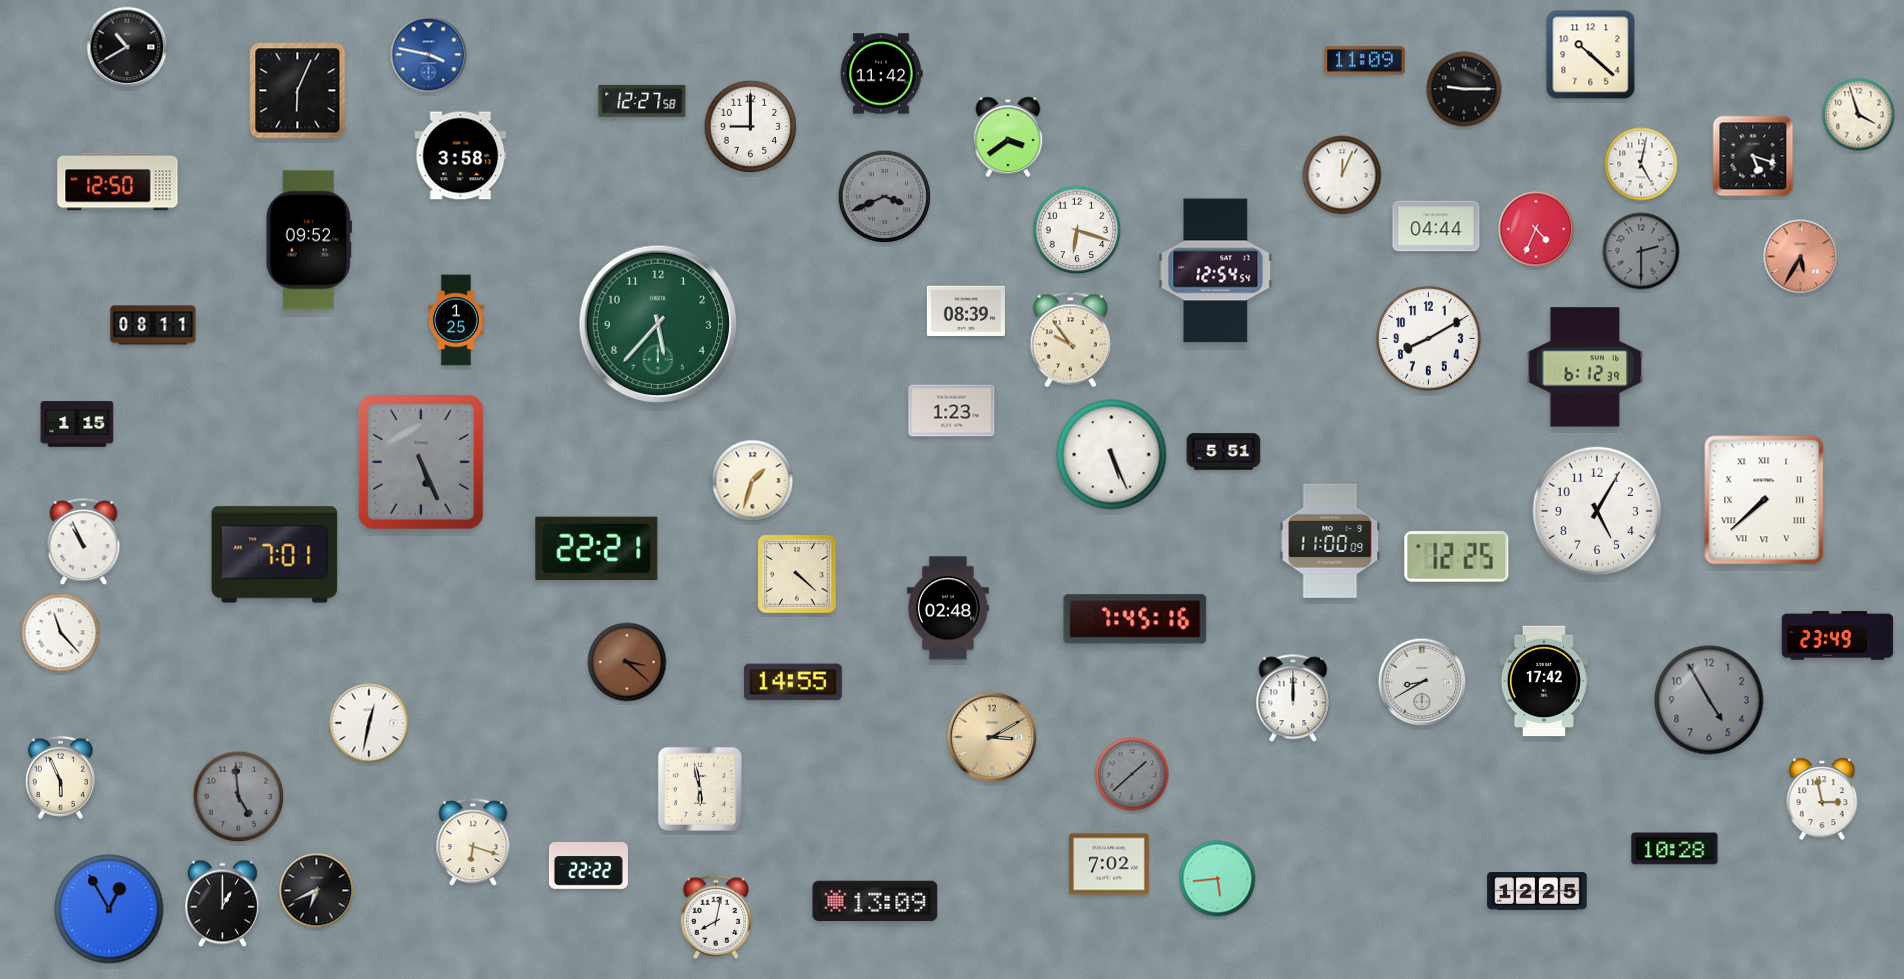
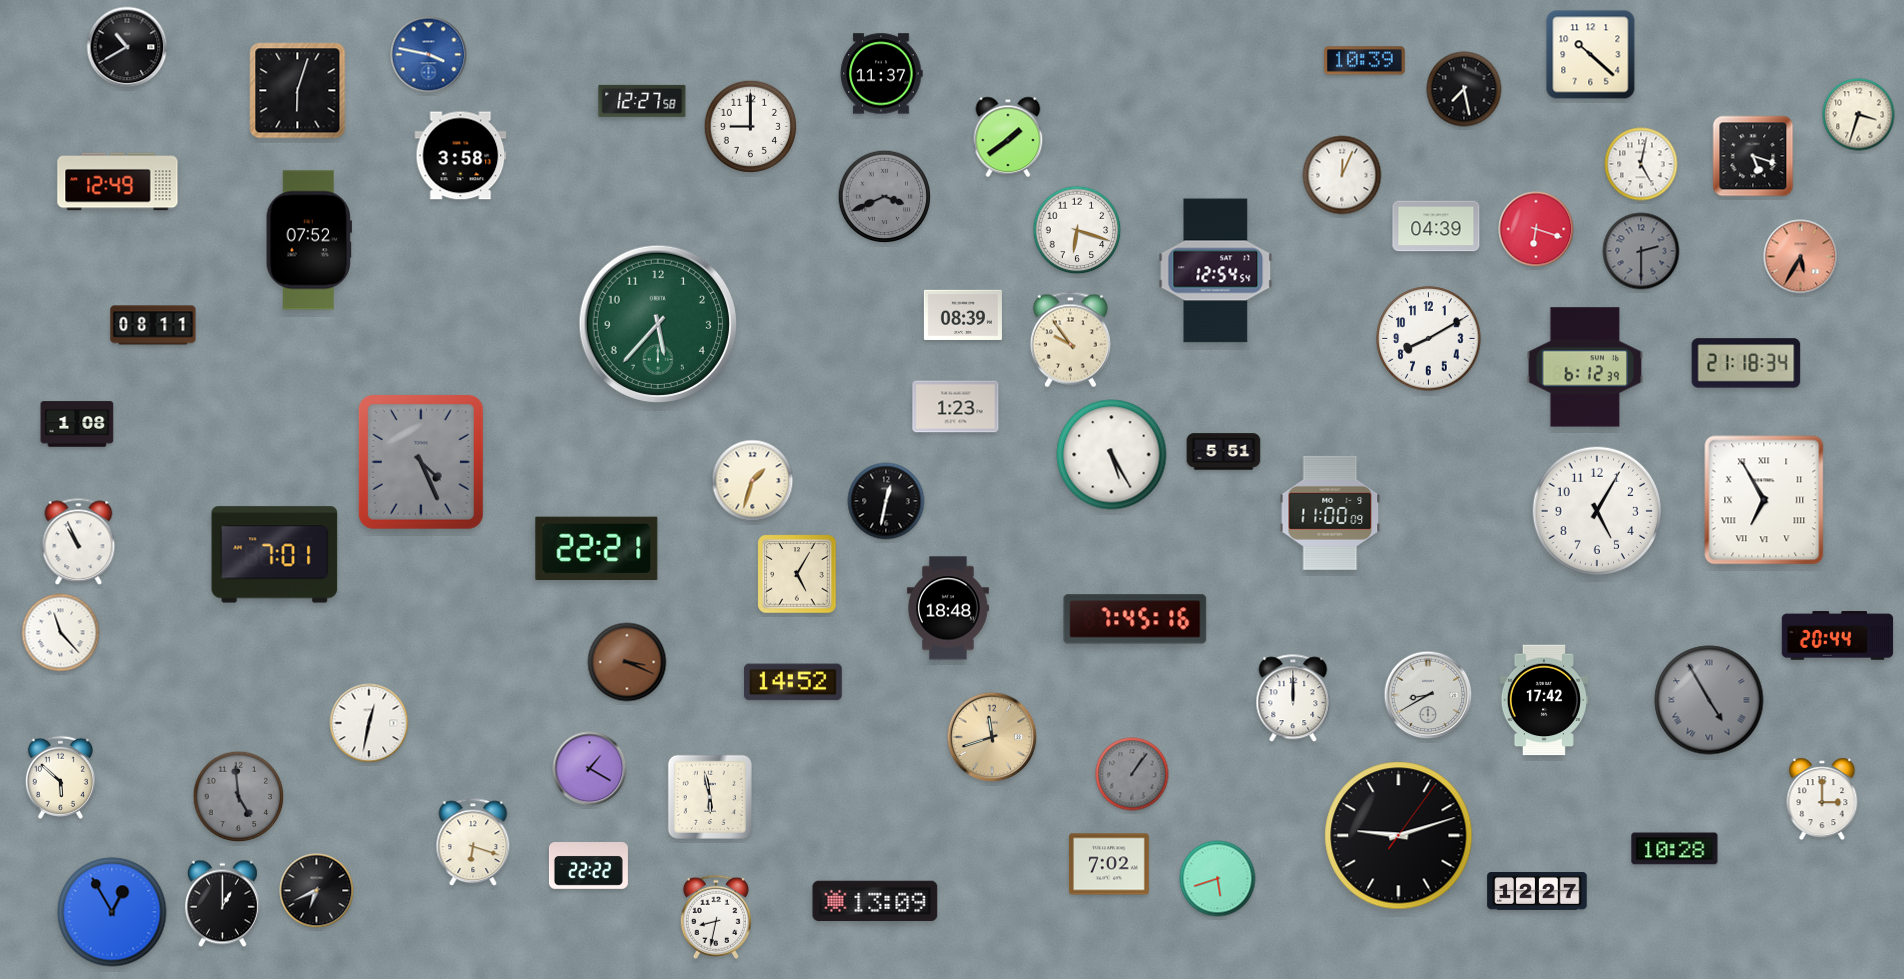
clock at (1365, 61): 11:09 -> 10:39
clock at (881, 74): 11:42 -> 11:37
clock at (1464, 89): 9:15 -> 7:28
clock at (298, 91): 6:04 -> 6:03
clock at (1859, 115): 3:57 -> 3:33
clock at (1008, 137): 3:39 -> 1:39
clock at (118, 182): 12:50 -> 12:49
clock at (1436, 226): 04:44 -> 04:39
clock at (1536, 229): 4:34 -> 6:18
clock at (309, 240): 09:52 -> 07:52
clock at (966, 311) position: (966, 311) -> (963, 315)
clock at (457, 320): 1:25 -> none
clock at (1746, 363): none -> 21:18
clock at (952, 411) position: (952, 411) -> (956, 407)
clock at (77, 424): 1:15 -> 1:08
clock at (1112, 455): 5:26 -> 5:25
clock at (421, 462): 5:26 -> 4:26
clock at (1764, 500): 7:38 -> 6:55
clock at (886, 501): none -> 12:32
clock at (1330, 541) position: (1330, 541) -> (1330, 513)
clock at (84, 542) position: (84, 542) -> (79, 542)
clock at (1457, 557): 12:25 -> none
clock at (797, 574): 4:22 -> 5:05
clock at (948, 608): 02:48 -> 18:48
clock at (1838, 636): 23:49 -> 20:44
clock at (627, 662): 3:22 -> 3:19
clock at (1544, 681) position: (1544, 681) -> (1544, 700)
clock at (793, 682): 14:55 -> 14:52
clock at (1422, 682) position: (1422, 682) -> (1428, 695)
clock at (1709, 700) numerals: Arabic -> Roman
clock at (992, 737): 3:10 -> 11:42
clock at (590, 769): none -> 1:20
clock at (1132, 774): 1:38 -> 1:06
clock at (60, 777): 5:56 -> 5:52
clock at (700, 789) position: (700, 789) -> (710, 797)
clock at (1822, 799): 2:58 -> 3:00
clock at (1399, 836): none -> 9:12
clock at (1218, 879): 5:44 -> 5:42
clock at (1537, 892): 12:25 -> 12:27
clock at (109, 909) position: (109, 909) -> (112, 912)
clock at (715, 917): 8:02 -> 8:32
